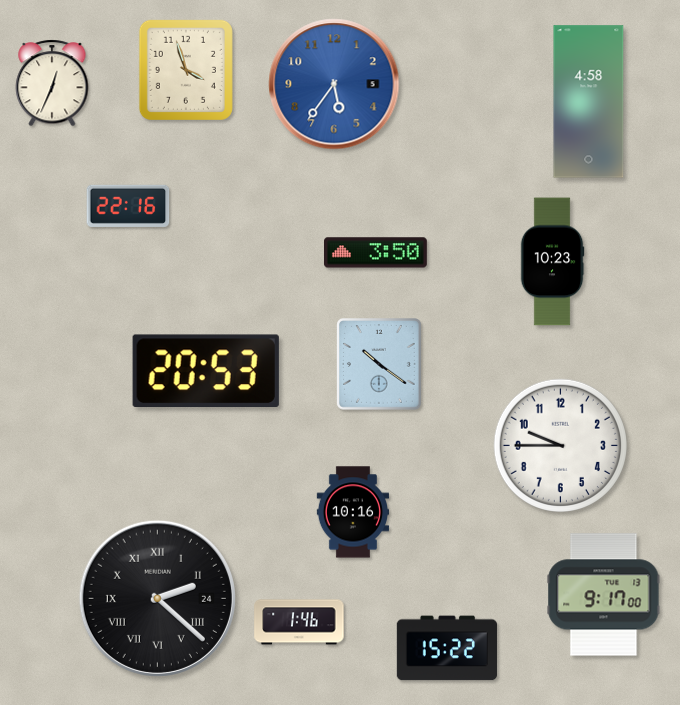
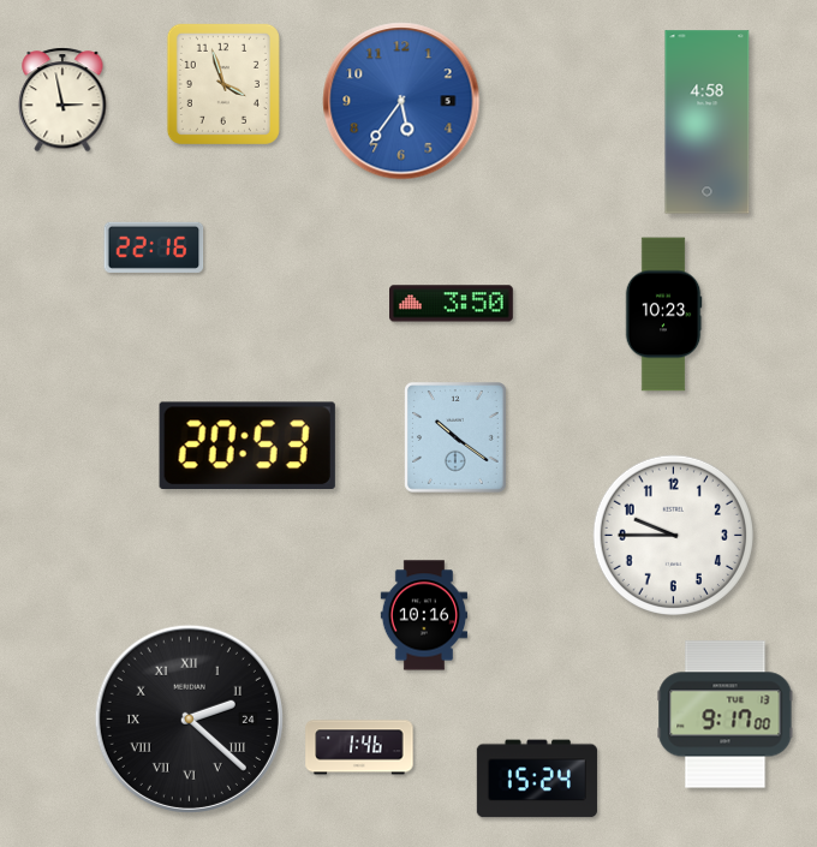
clock at (52, 83): 12:34 -> 2:58
clock at (447, 648): 15:22 -> 15:24
